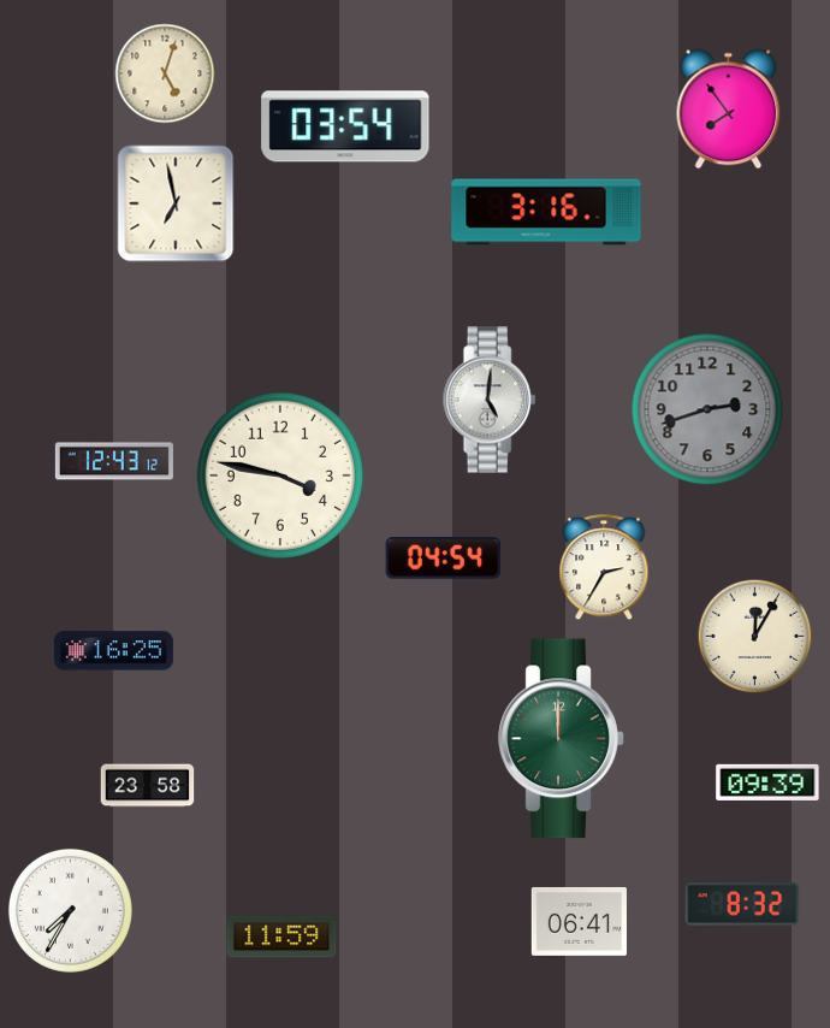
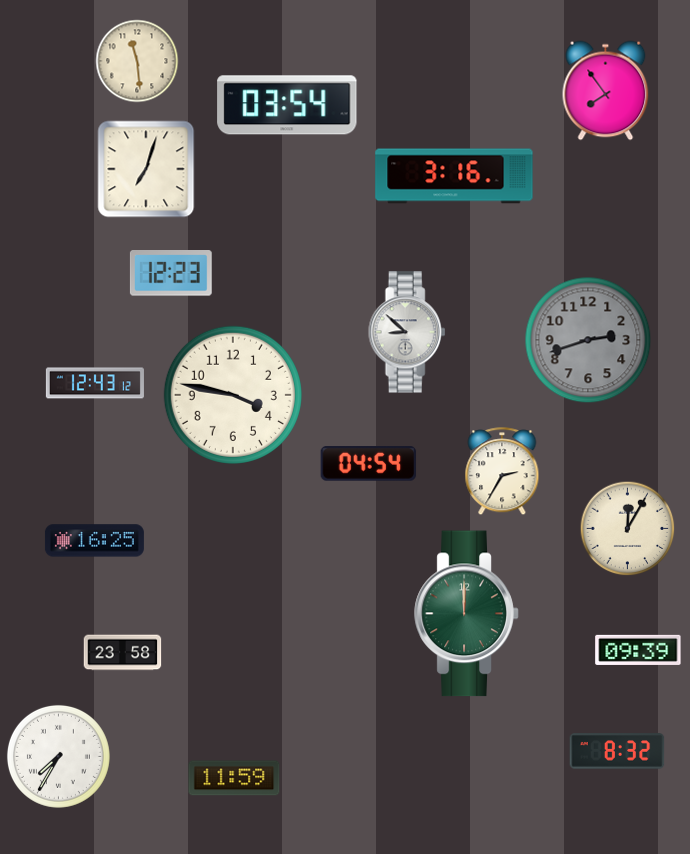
clock at (165, 73): 5:03 -> 11:29
clock at (176, 203): 6:58 -> 7:03
clock at (171, 273): none -> 12:23
clock at (490, 400): 5:01 -> 8:52
clock at (579, 921): 06:41 -> none
